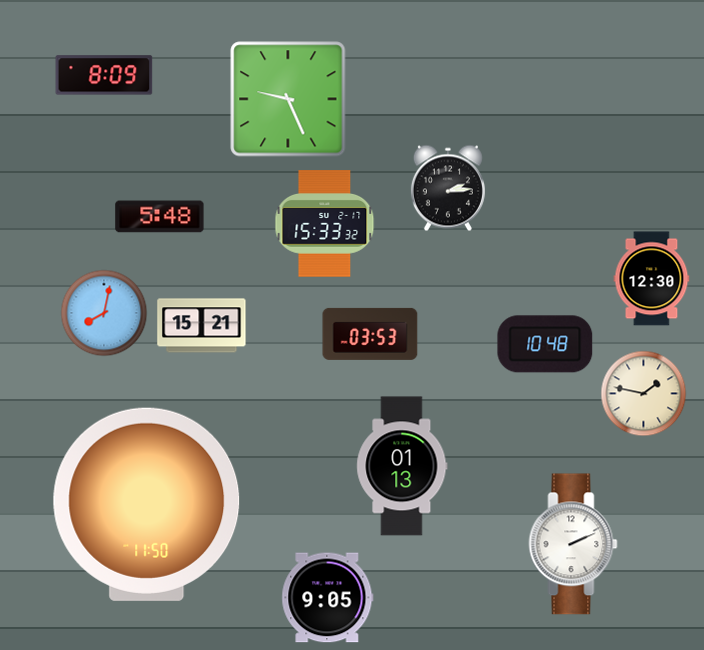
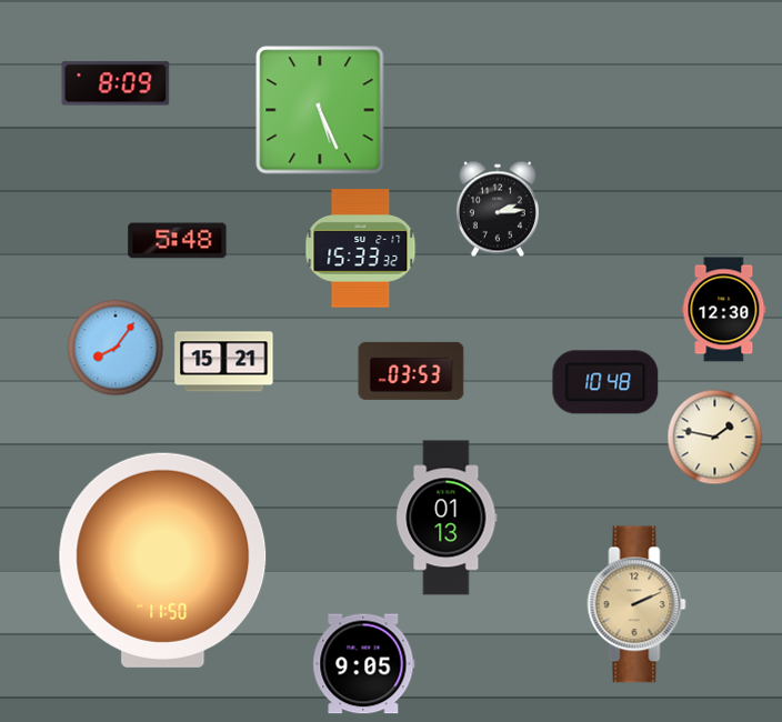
clock at (288, 99): 9:26 -> 5:26
clock at (104, 313): 8:02 -> 8:06
clock at (573, 544) dial: white -> champagne
